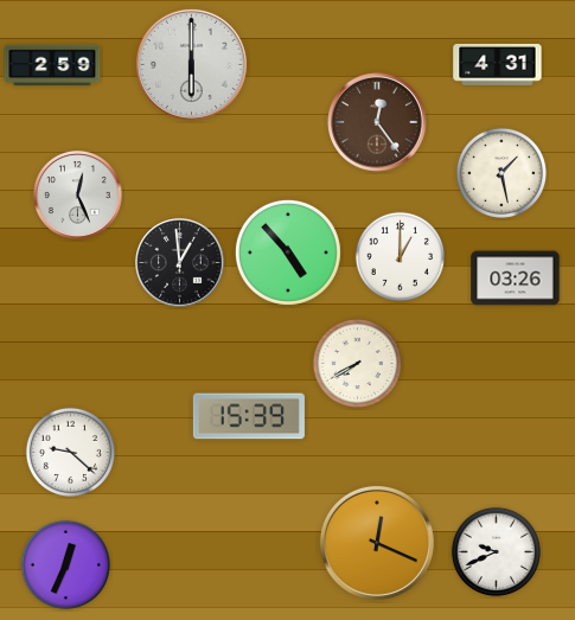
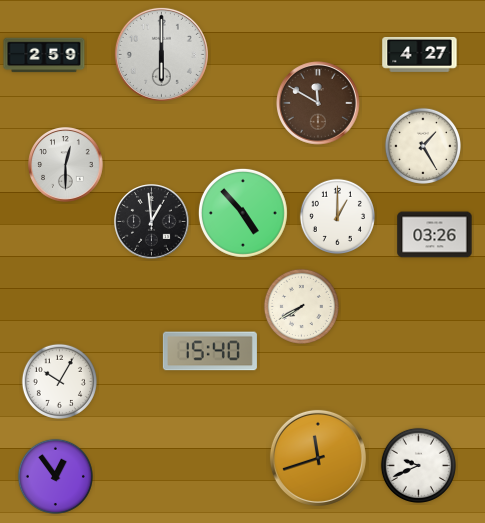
clock at (498, 64): 4:31 -> 4:27
clock at (377, 122): 12:24 -> 11:50
clock at (501, 173): 1:28 -> 1:25
clock at (78, 196): 12:26 -> 12:30
clock at (249, 416): 15:39 -> 15:40
clock at (70, 452): 9:22 -> 10:05
clock at (377, 543): 12:19 -> 11:42
clock at (65, 564): 12:34 -> 12:54
